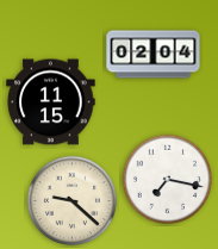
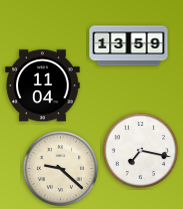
clock at (154, 55): 02:04 -> 13:59
clock at (51, 102): 11:15 -> 11:04
